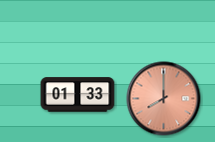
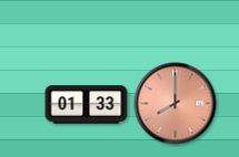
clock at (164, 99) position: (164, 99) -> (176, 104)
